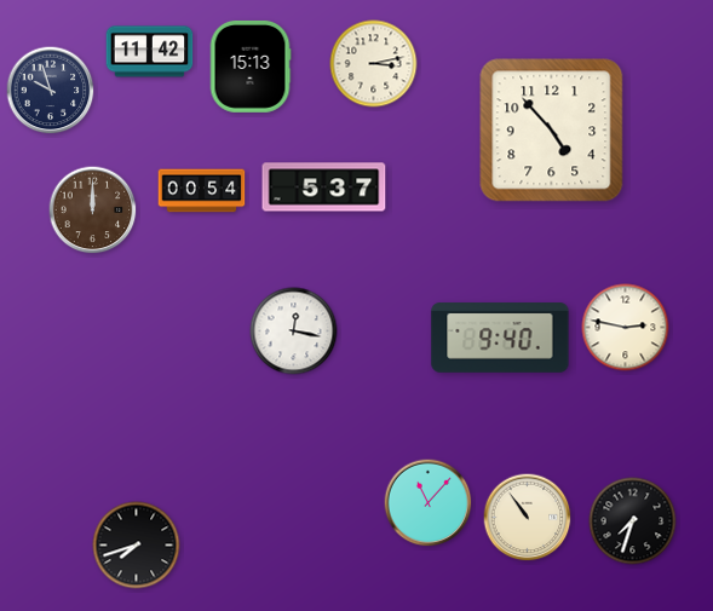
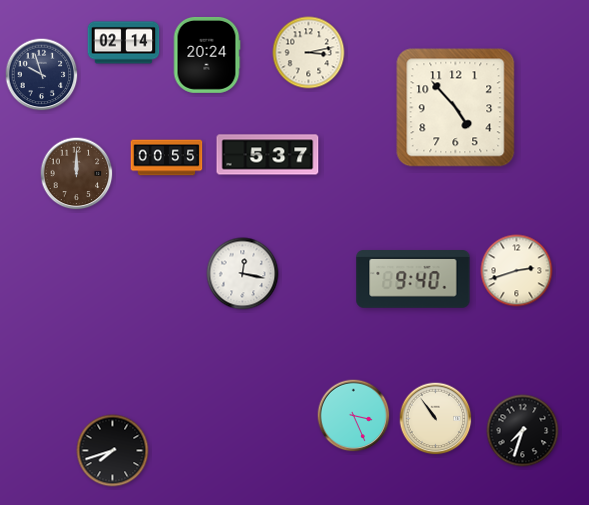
clock at (150, 52): 11:42 -> 02:14
clock at (251, 67): 15:13 -> 20:24
clock at (202, 191): 00:54 -> 00:55
clock at (626, 328): 2:47 -> 2:42
clock at (429, 503): 11:07 -> 3:26
clock at (528, 518) position: (528, 518) -> (436, 419)
